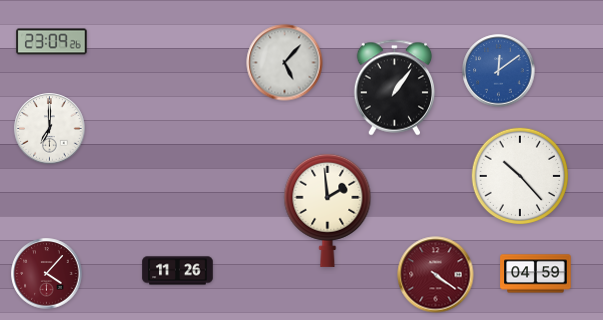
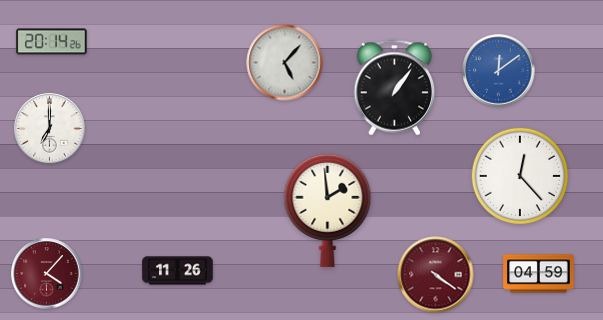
clock at (52, 42): 23:09 -> 20:14
clock at (520, 176): 10:23 -> 12:23
clock at (536, 274) position: (536, 274) -> (539, 274)
